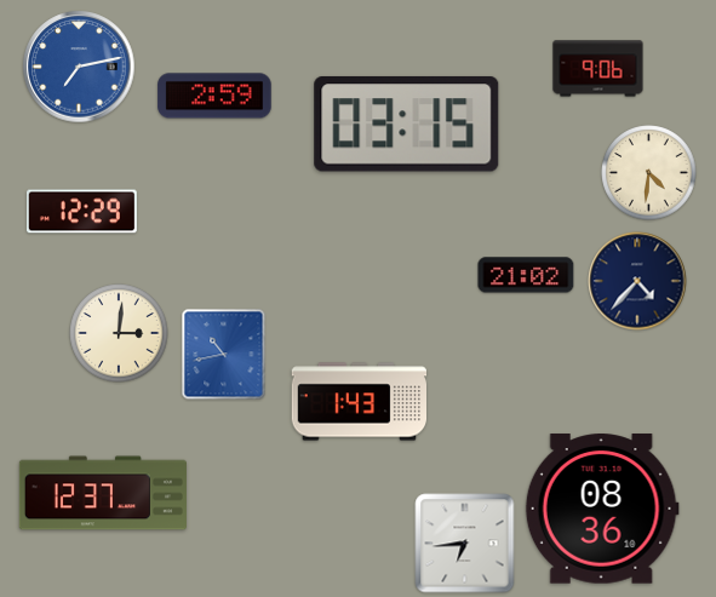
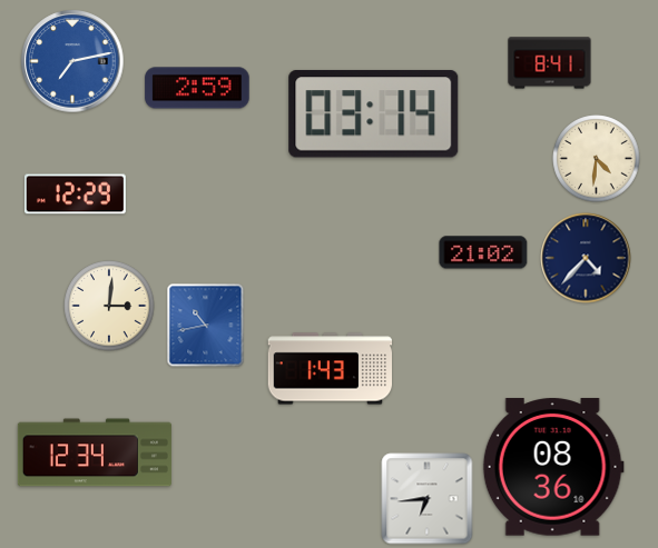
clock at (598, 69): 9:06 -> 8:41
clock at (407, 124): 03:15 -> 03:14
clock at (103, 493): 12:37 -> 12:34
